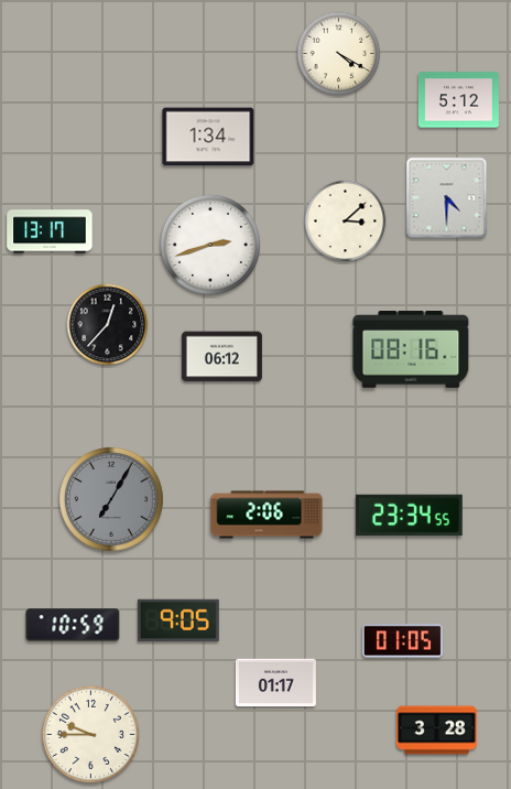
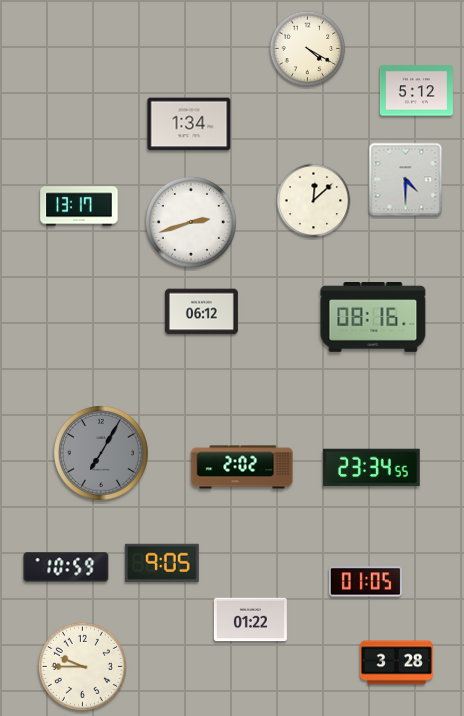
clock at (346, 221): 3:08 -> 12:08
clock at (50, 231) position: (50, 231) -> (79, 206)
clock at (108, 325): 12:37 -> none
clock at (221, 357) position: (221, 357) -> (201, 312)
clock at (267, 515): 2:06 -> 2:02
clock at (275, 683): 01:17 -> 01:22
